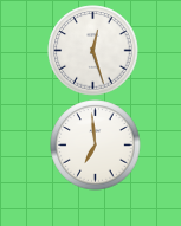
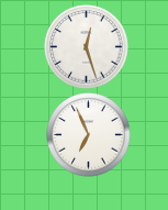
clock at (96, 146): 6:59 -> 6:56
